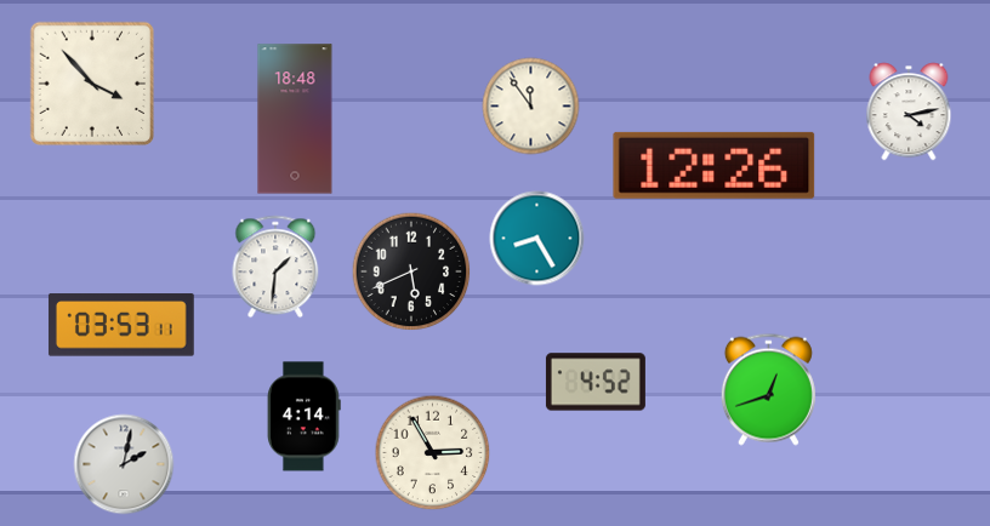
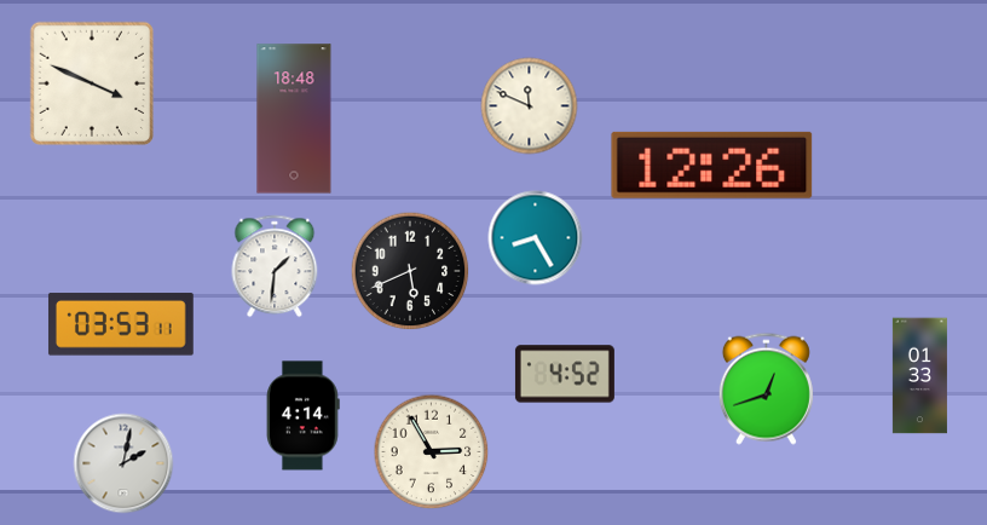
clock at (92, 84): 3:53 -> 3:49
clock at (531, 107): 11:54 -> 11:49
clock at (909, 112): 4:13 -> none
clock at (919, 376): none -> 01:33
clock at (596, 382) position: (596, 382) -> (565, 374)
